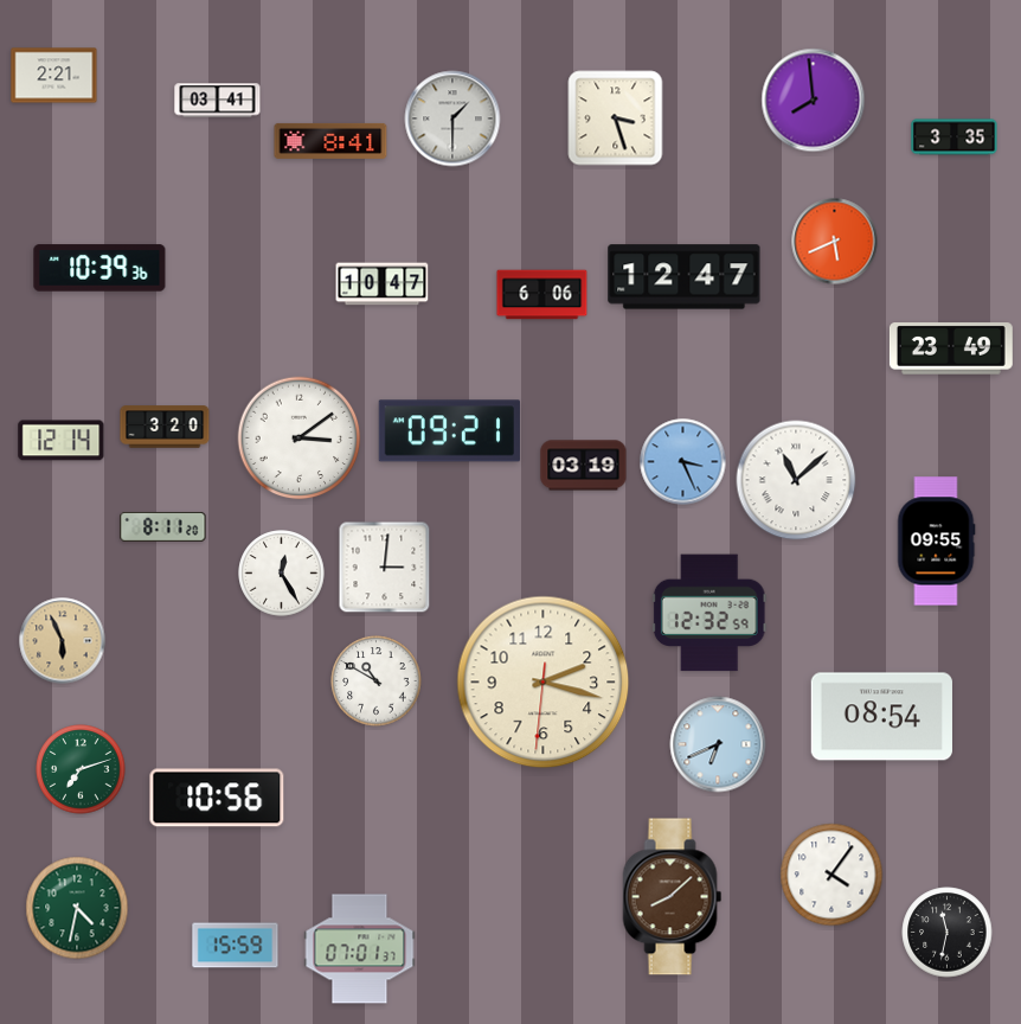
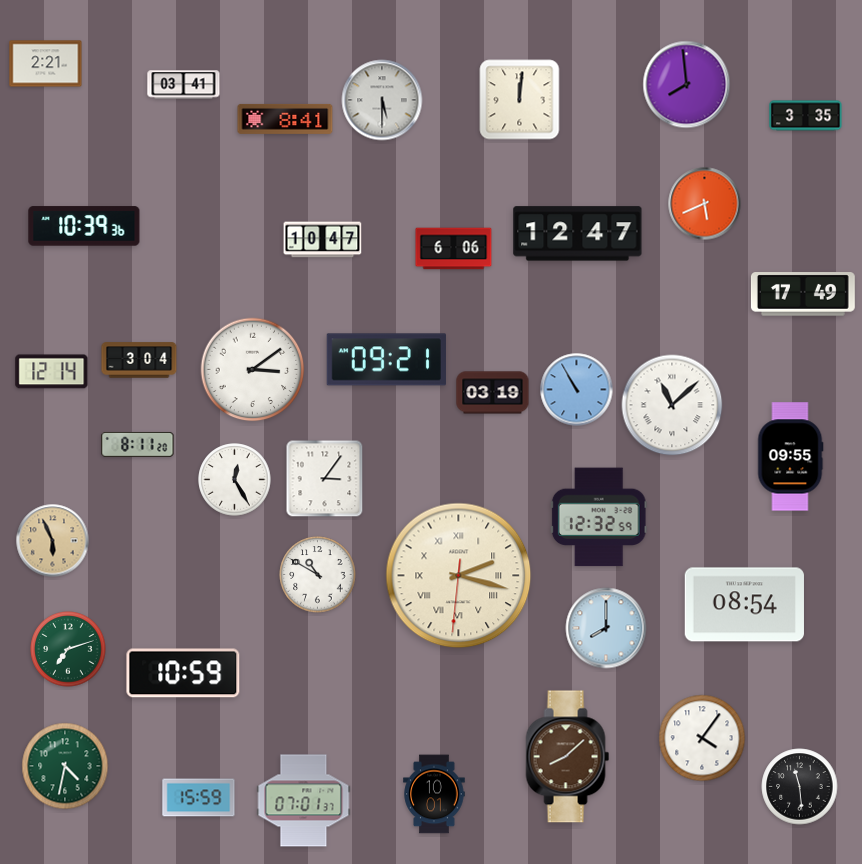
clock at (452, 119): 1:30 -> 5:30
clock at (616, 119): 3:27 -> 12:01
clock at (330, 141) position: (330, 141) -> (285, 119)
clock at (542, 295) position: (542, 295) -> (454, 249)
clock at (951, 348): 23:49 -> 17:49
clock at (165, 427): 3:20 -> 3:04
clock at (449, 431) position: (449, 431) -> (386, 360)
clock at (683, 462): 3:26 -> 10:55
clock at (385, 568): 3:01 -> 3:06
clock at (282, 574) position: (282, 574) -> (235, 480)
clock at (544, 683) numerals: Arabic -> Roman
clock at (718, 744): 6:41 -> 8:00
clock at (217, 798): 10:56 -> 10:59
clock at (948, 933): 11:32 -> 11:29
clock at (434, 794): none -> 10:01
